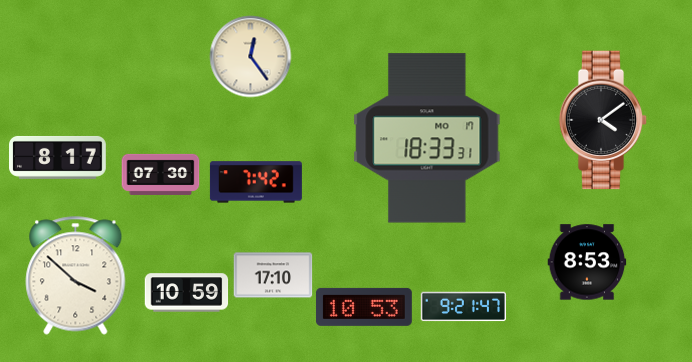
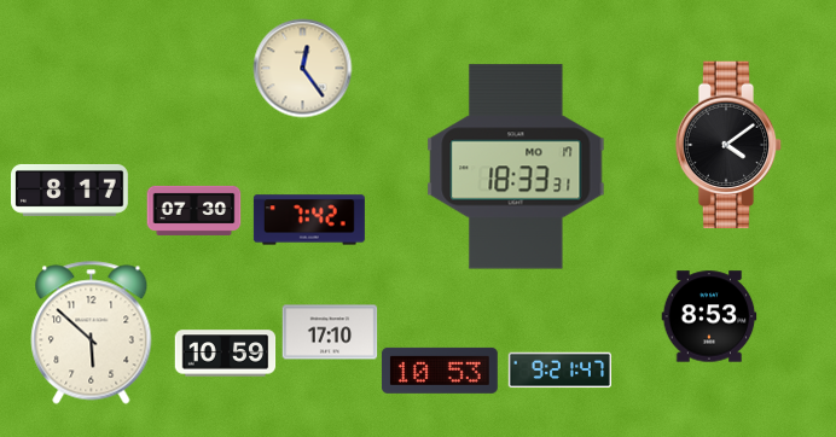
clock at (76, 276): 3:52 -> 5:52
